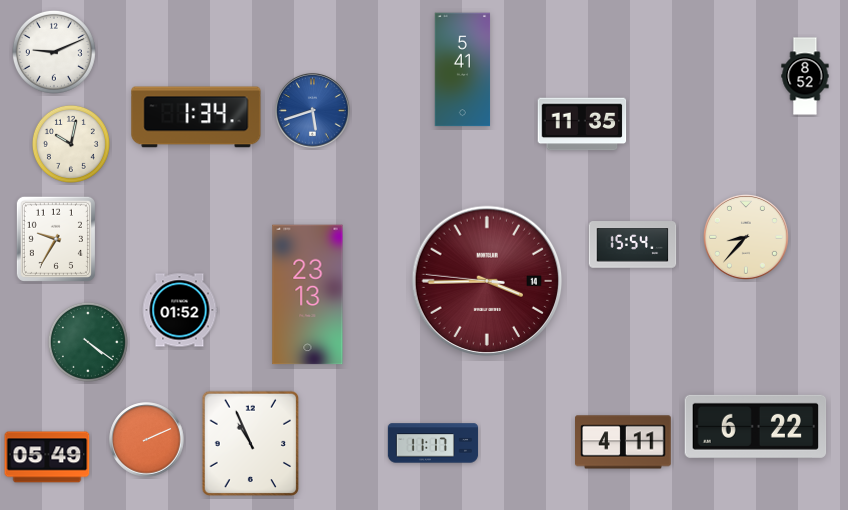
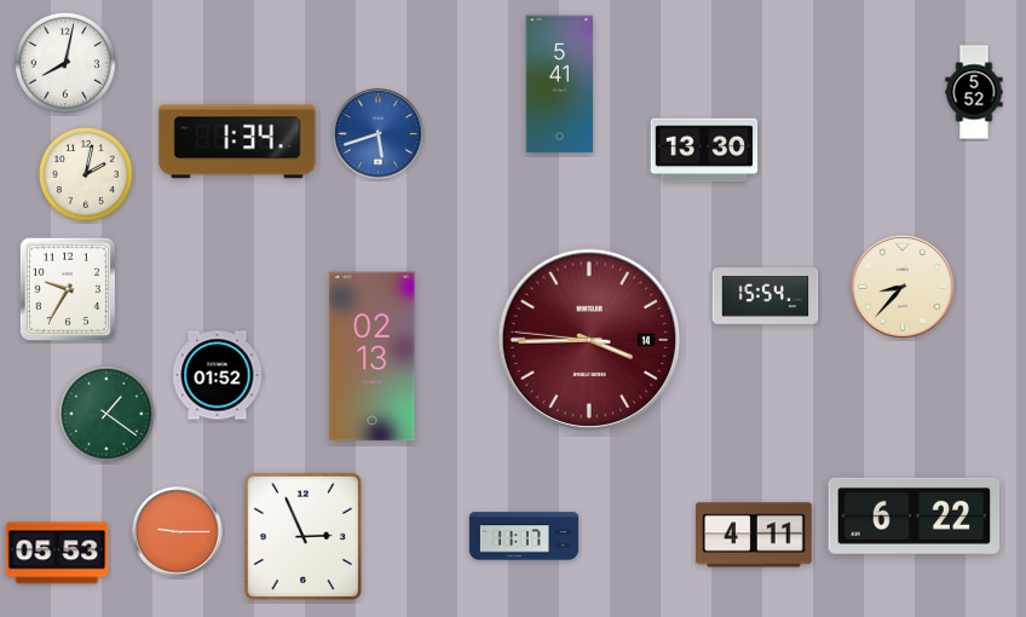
clock at (54, 52): 9:11 -> 8:02
clock at (805, 76): 8:52 -> 5:52
clock at (582, 124): 11:35 -> 13:30
clock at (71, 144): 10:02 -> 2:02
clock at (308, 295): 23:13 -> 02:13
clock at (88, 342): 4:21 -> 1:21
clock at (147, 440): 2:11 -> 9:15
clock at (251, 444): 10:56 -> 2:56
clock at (47, 457): 05:49 -> 05:53
